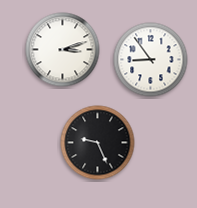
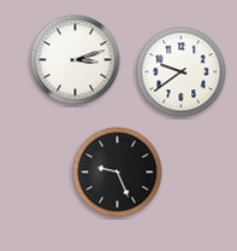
clock at (151, 60): 8:54 -> 9:39
